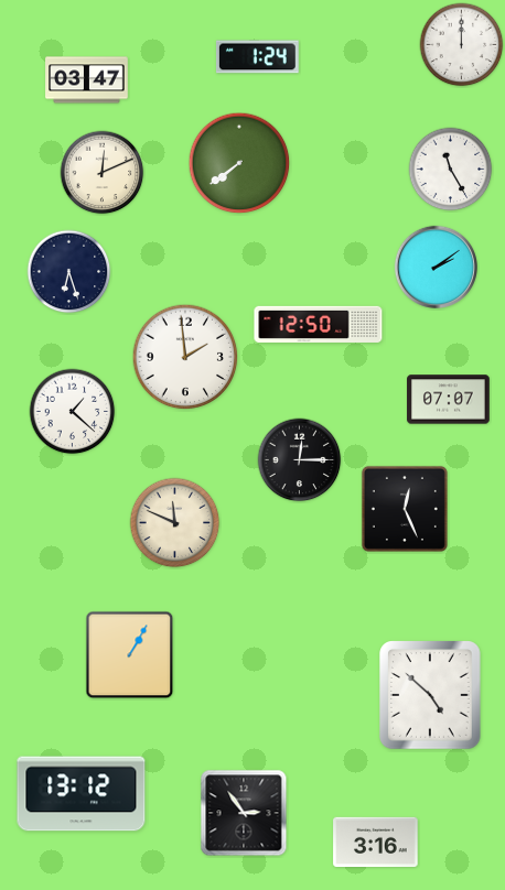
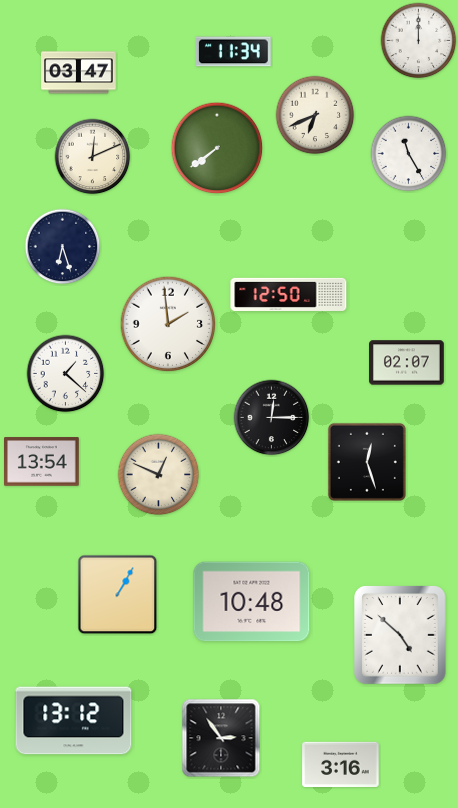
clock at (257, 57): 1:24 -> 11:34
clock at (315, 115): none -> 6:41
clock at (436, 267): 2:09 -> none
clock at (449, 400): 07:07 -> 02:07
clock at (42, 462): none -> 13:54
clock at (405, 509): 12:26 -> 12:27
clock at (175, 523): 11:49 -> 12:49
clock at (252, 602): none -> 10:48
clock at (431, 695) position: (431, 695) -> (401, 635)
